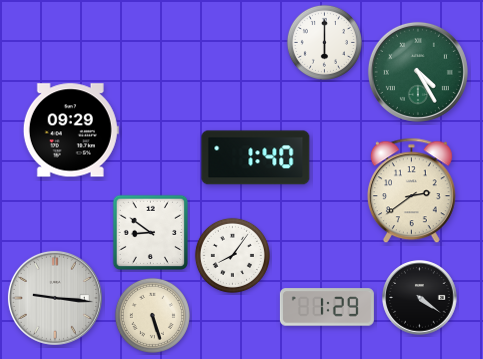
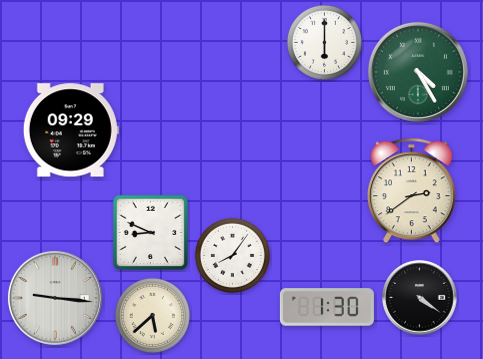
clock at (256, 158): 1:40 -> none
clock at (150, 232): 8:51 -> 8:49
clock at (327, 307): 1:29 -> 1:30
clock at (152, 315): 5:27 -> 5:38
